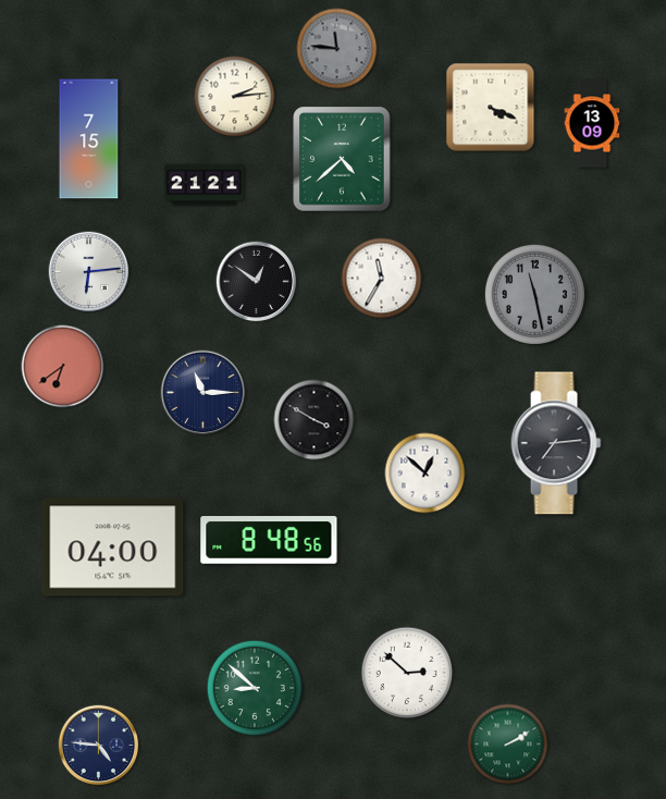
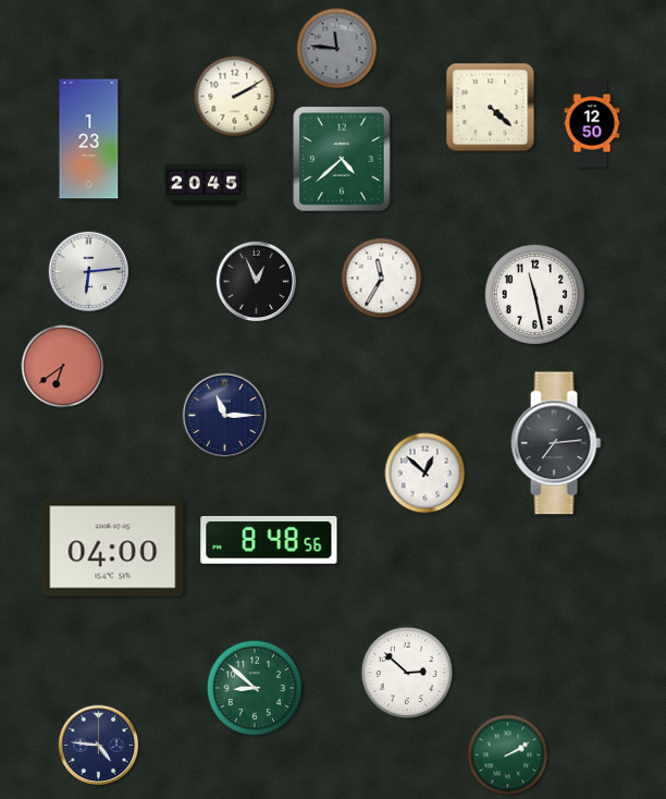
clock at (235, 97): 2:14 -> 2:10
clock at (491, 108): 4:19 -> 4:22
clock at (592, 123): 13:09 -> 12:50
clock at (89, 139): 7:15 -> 1:23
clock at (203, 185): 21:21 -> 20:45
clock at (257, 282): 12:51 -> 12:56
clock at (534, 294) dial: grey -> white
clock at (203, 393) position: (203, 393) -> (225, 416)
clock at (314, 420): 3:50 -> none
clock at (508, 745) position: (508, 745) -> (508, 755)
